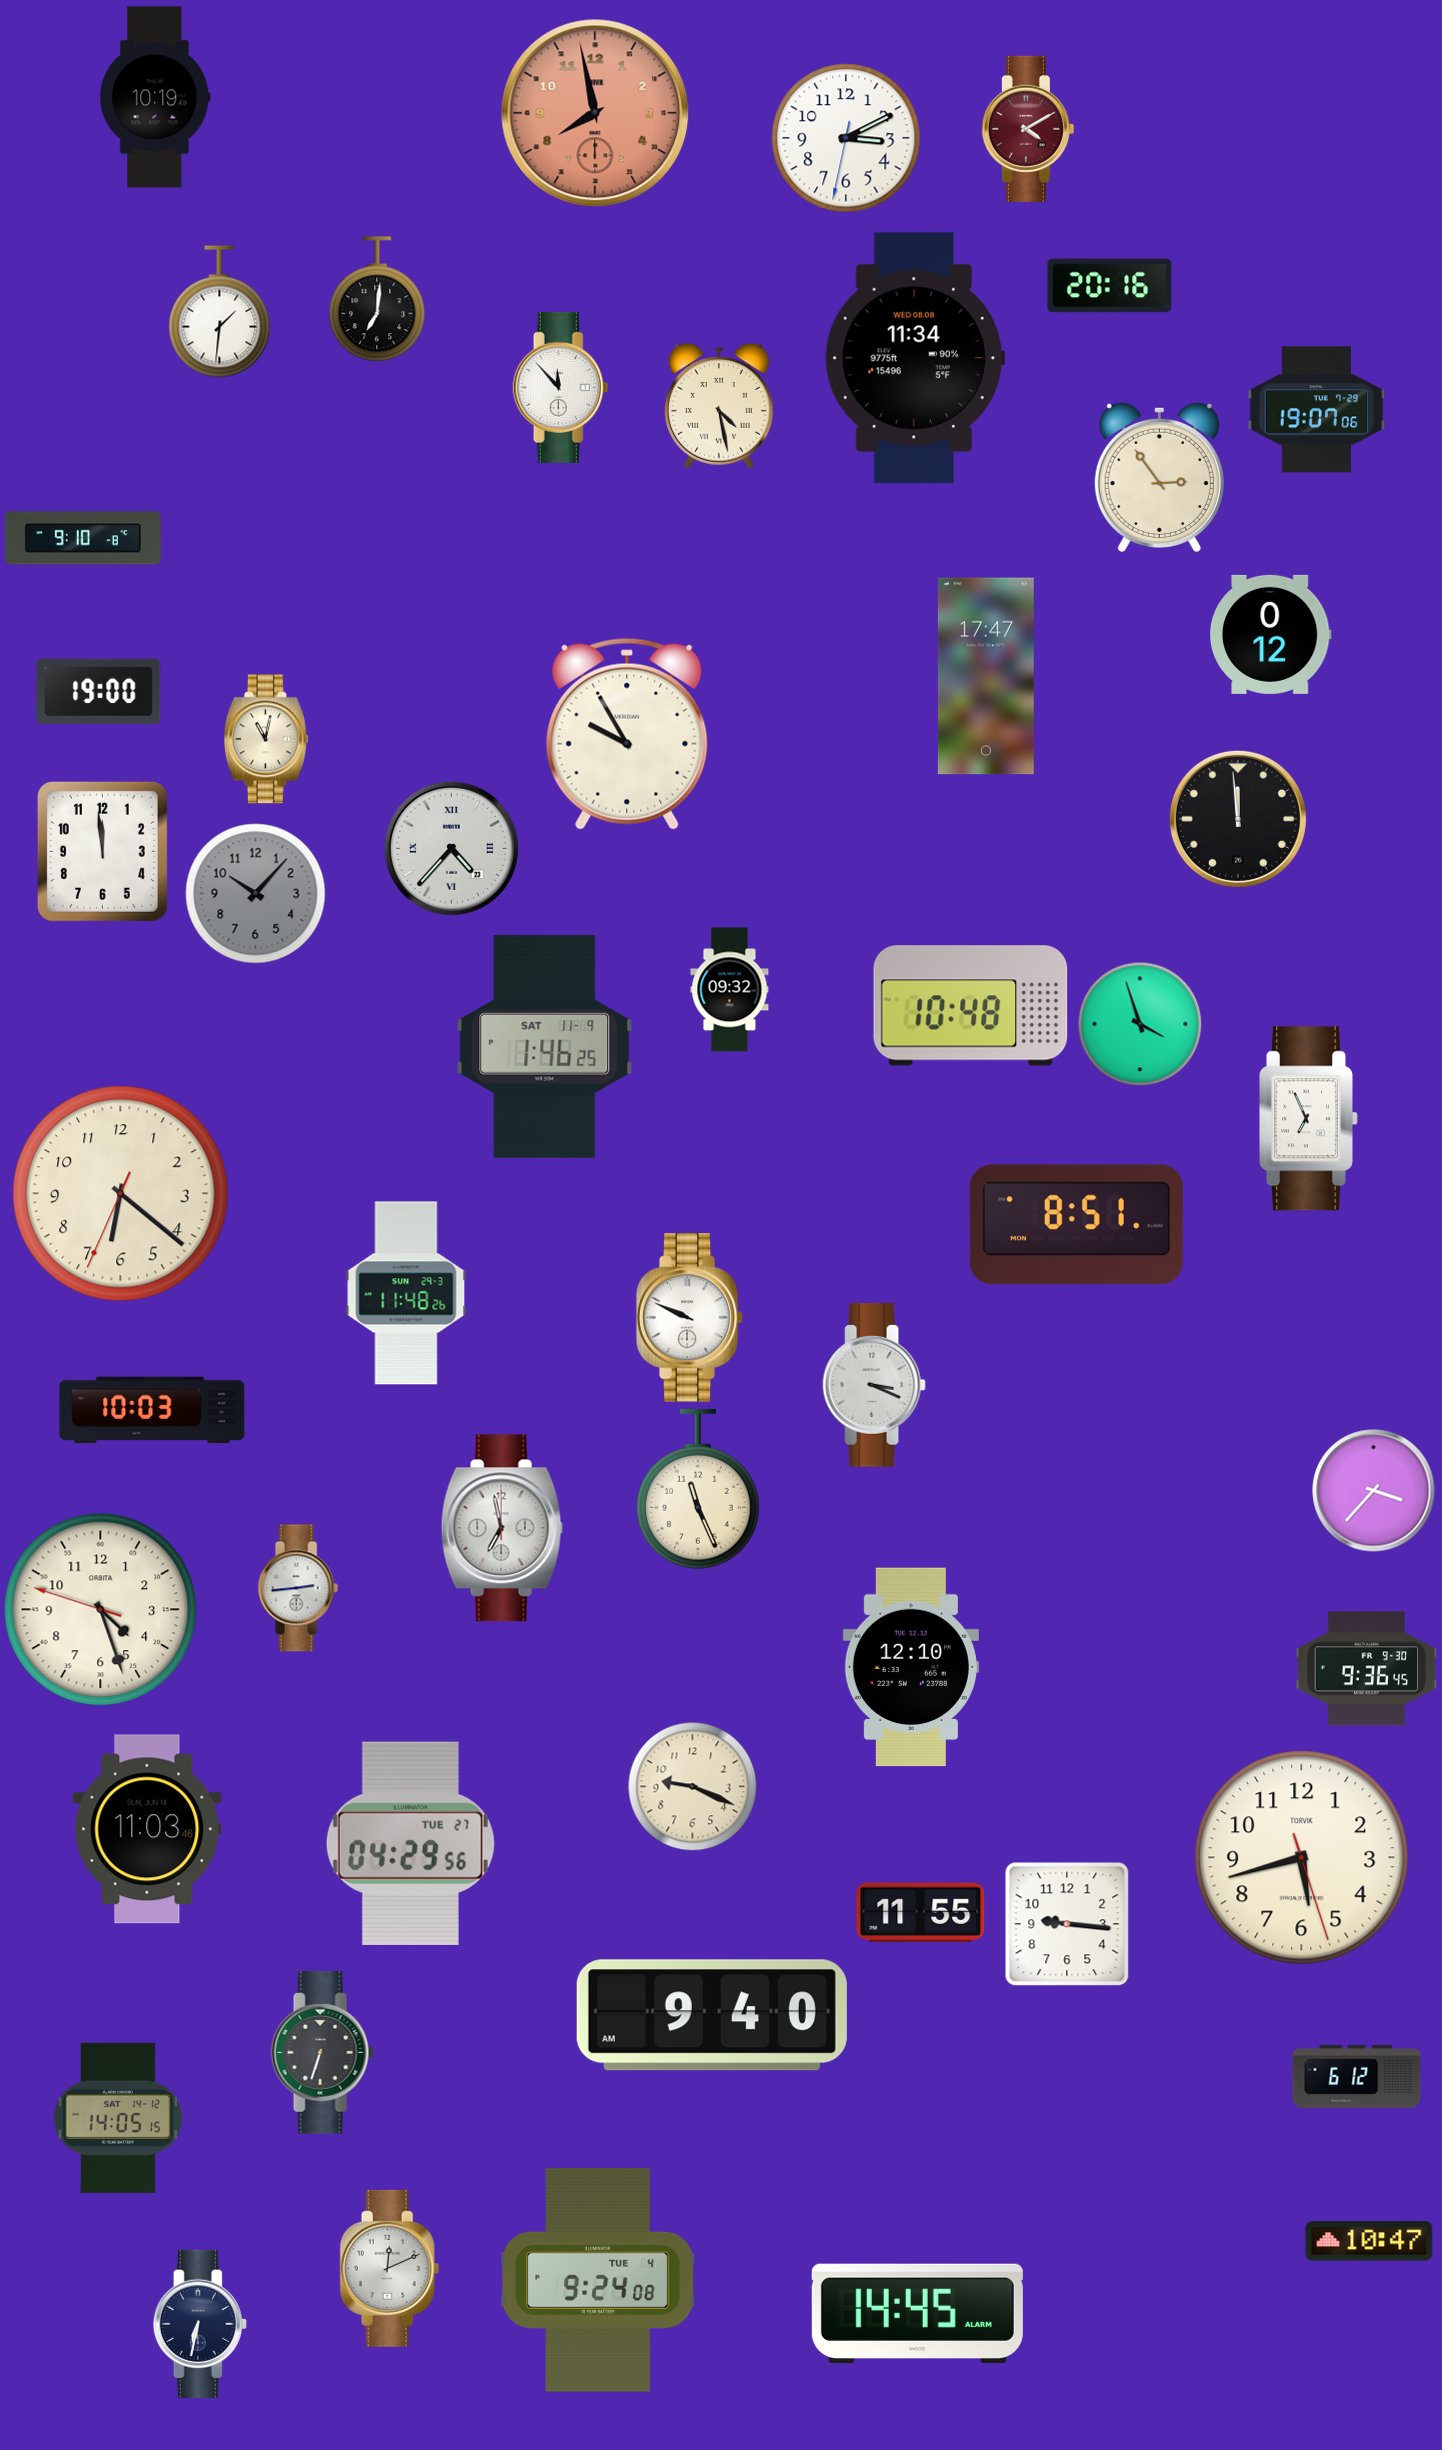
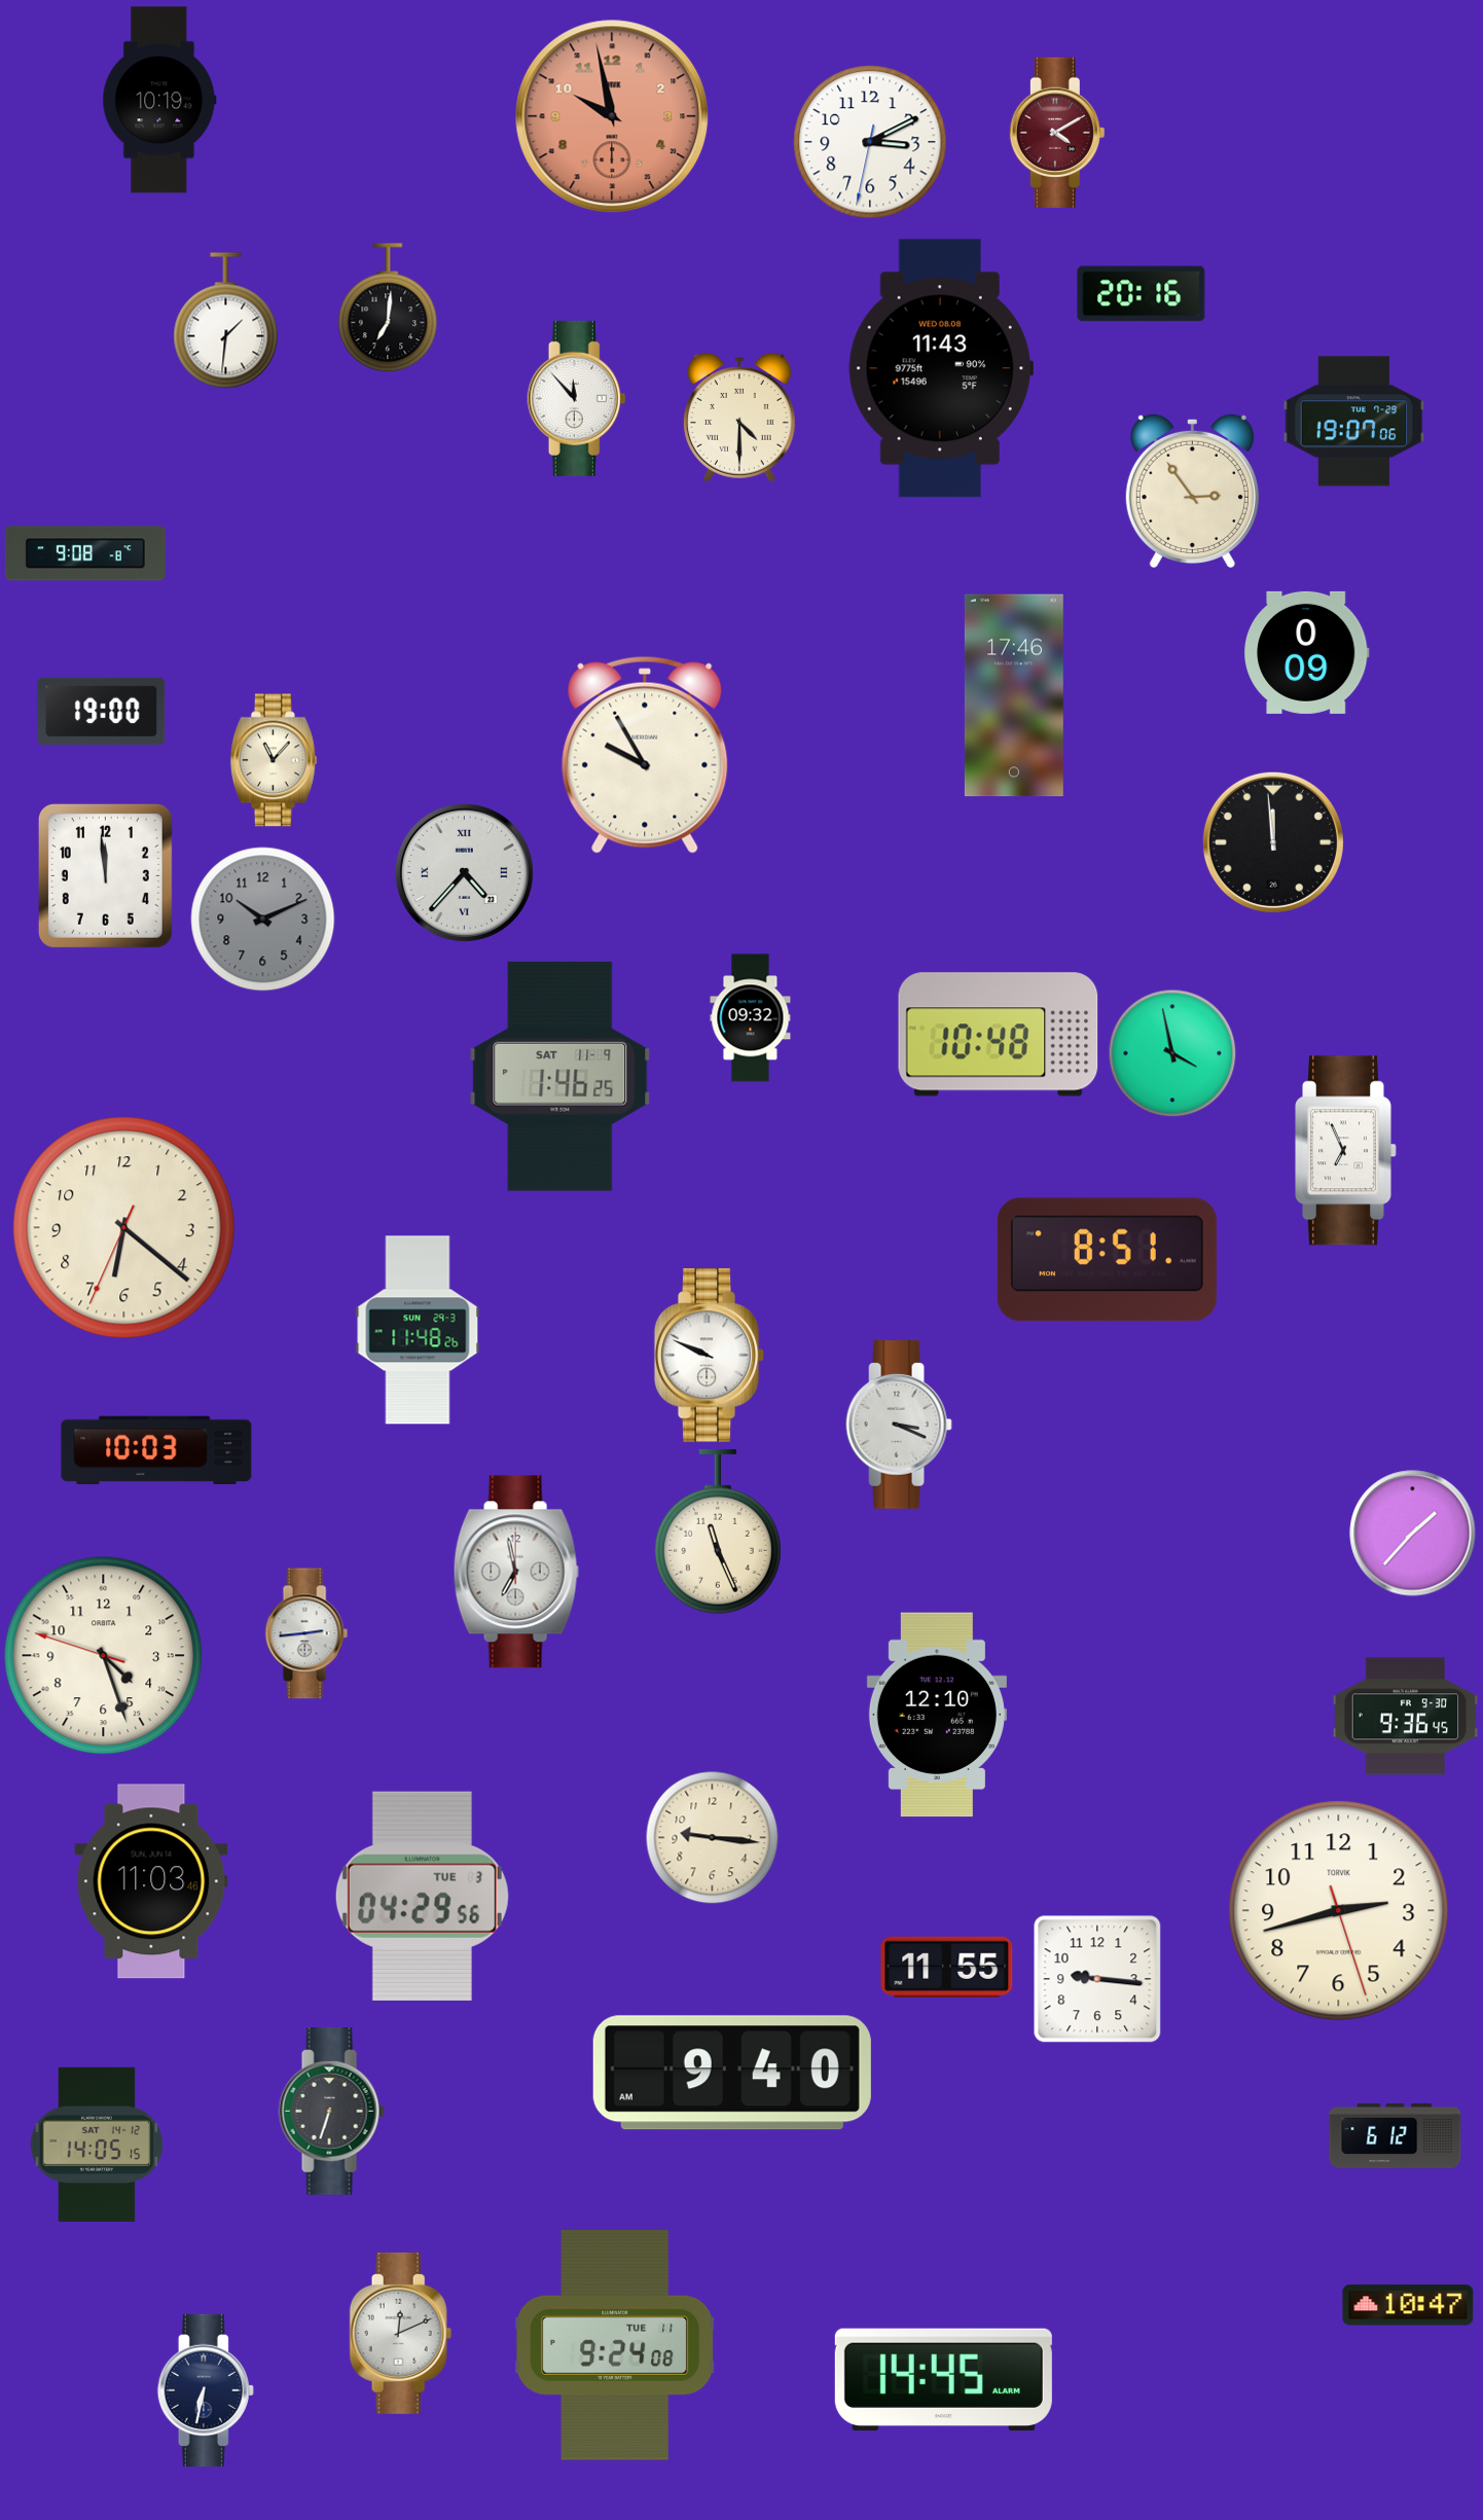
clock at (595, 113): 7:58 -> 9:58
clock at (914, 358): 11:34 -> 11:43
clock at (720, 406): 4:28 -> 4:30
clock at (83, 538): 9:10 -> 9:08
clock at (1271, 634): 0:12 -> 0:09
clock at (986, 676): 17:47 -> 17:46
clock at (266, 739): 11:02 -> 11:07
clock at (256, 894): 10:07 -> 10:11
clock at (1140, 1024): 3:57 -> 3:58
clock at (1374, 1491): 3:37 -> 1:37
clock at (692, 1786): 9:19 -> 9:16
clock at (410, 1843) date: TUE 27 -> TUE 3
clock at (1302, 1858): 5:42 -> 2:42
clock at (118, 2118) position: (118, 2118) -> (97, 2145)
clock at (599, 2280) date: TUE 4 -> TUE 11
